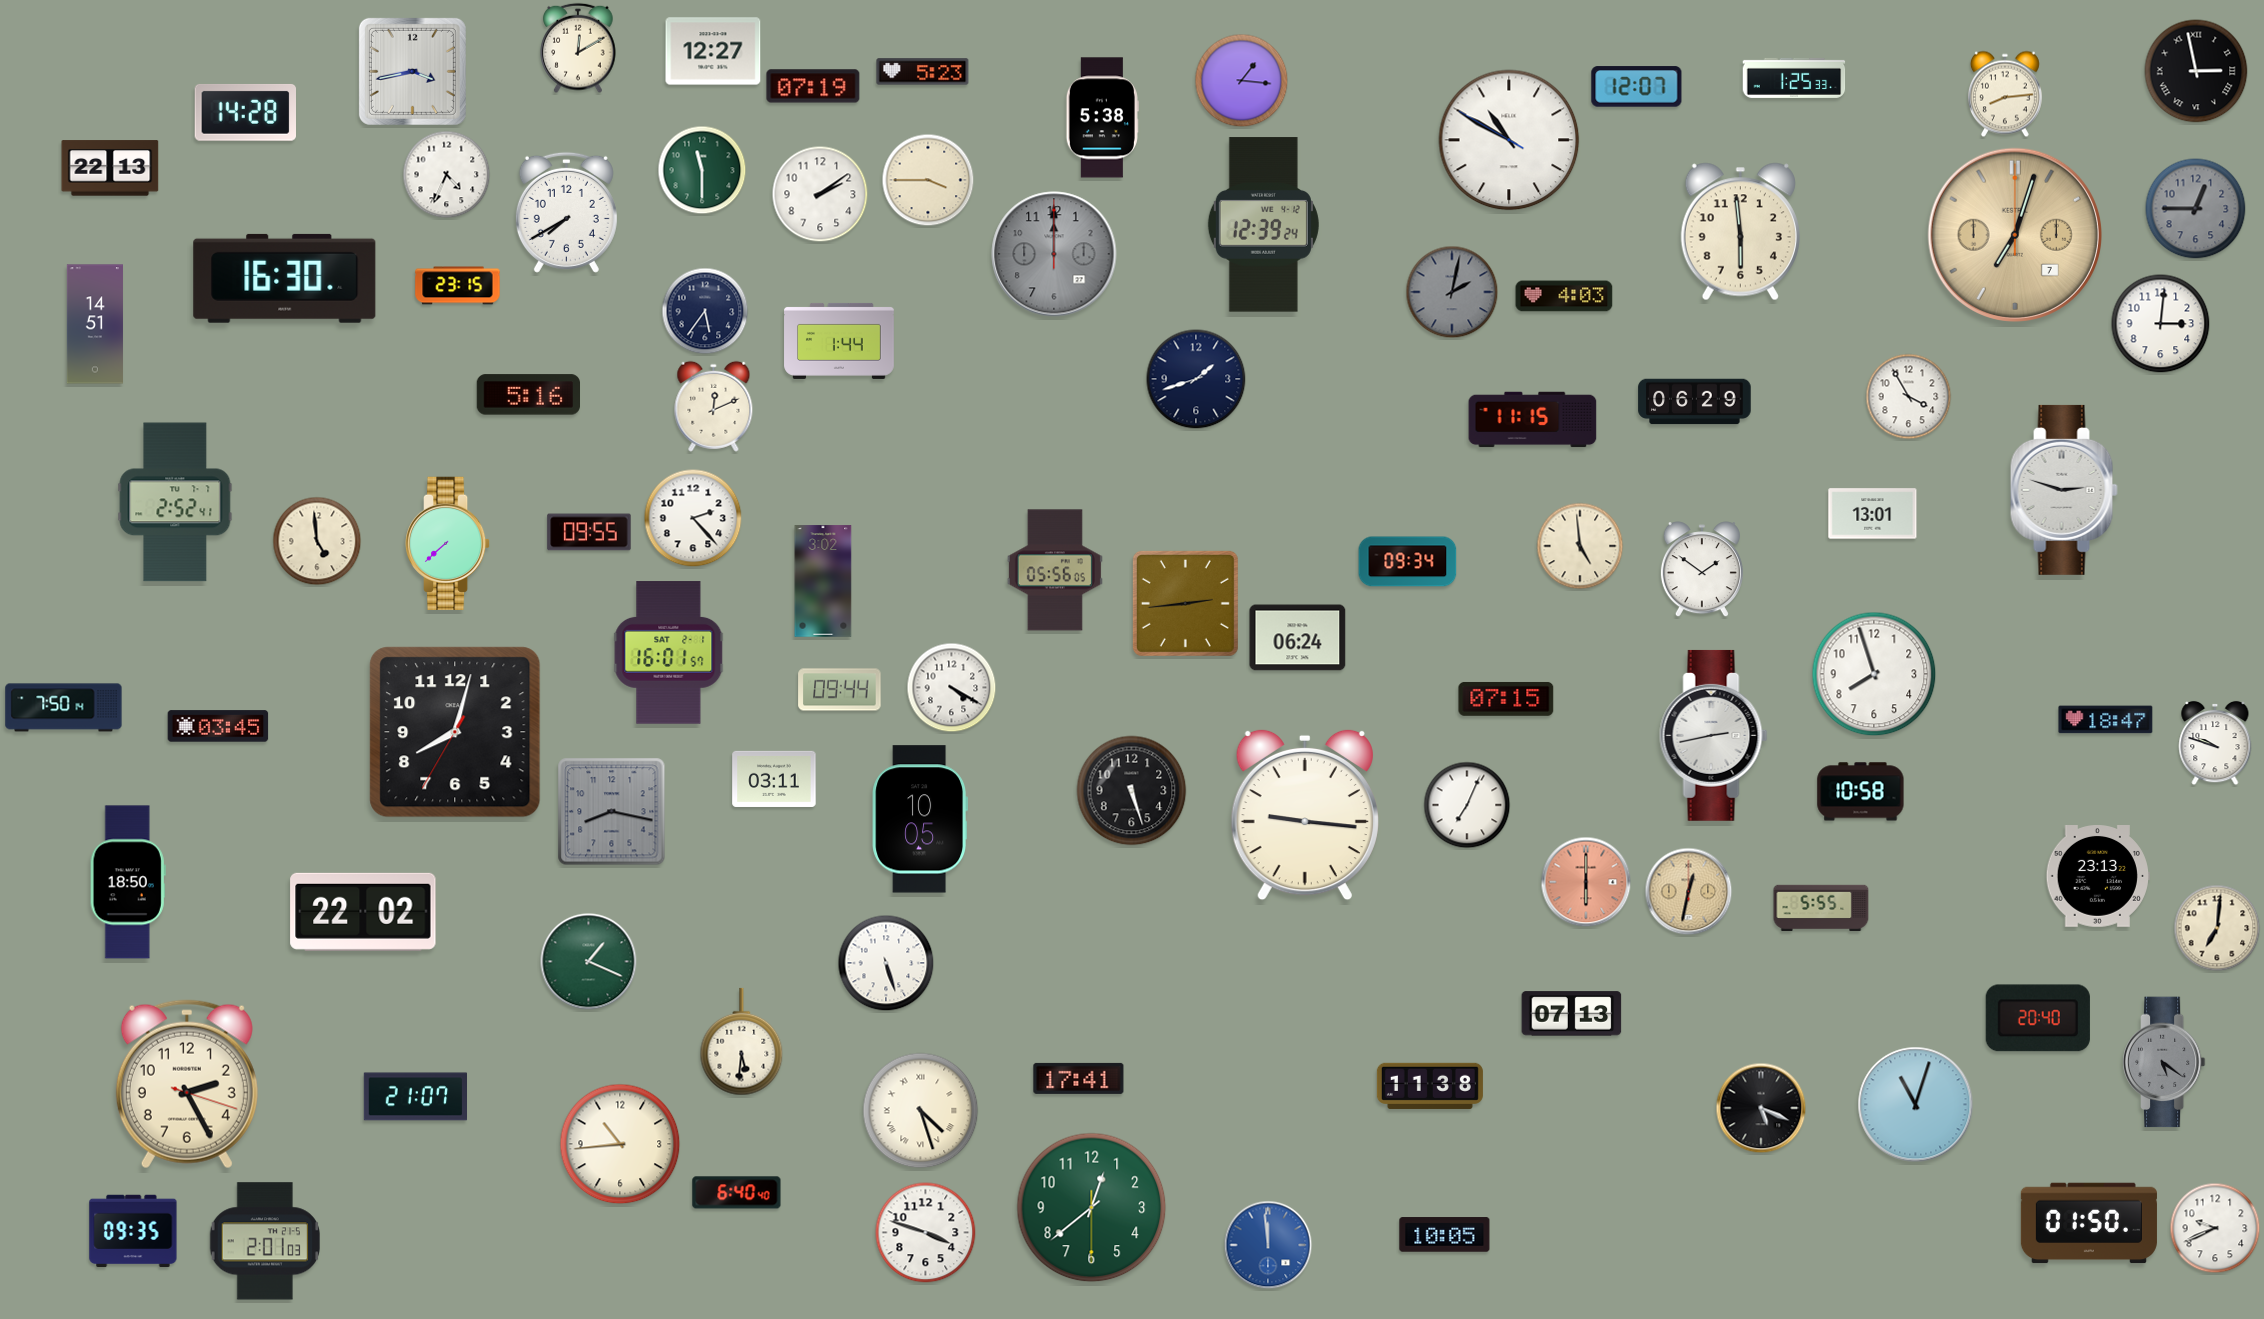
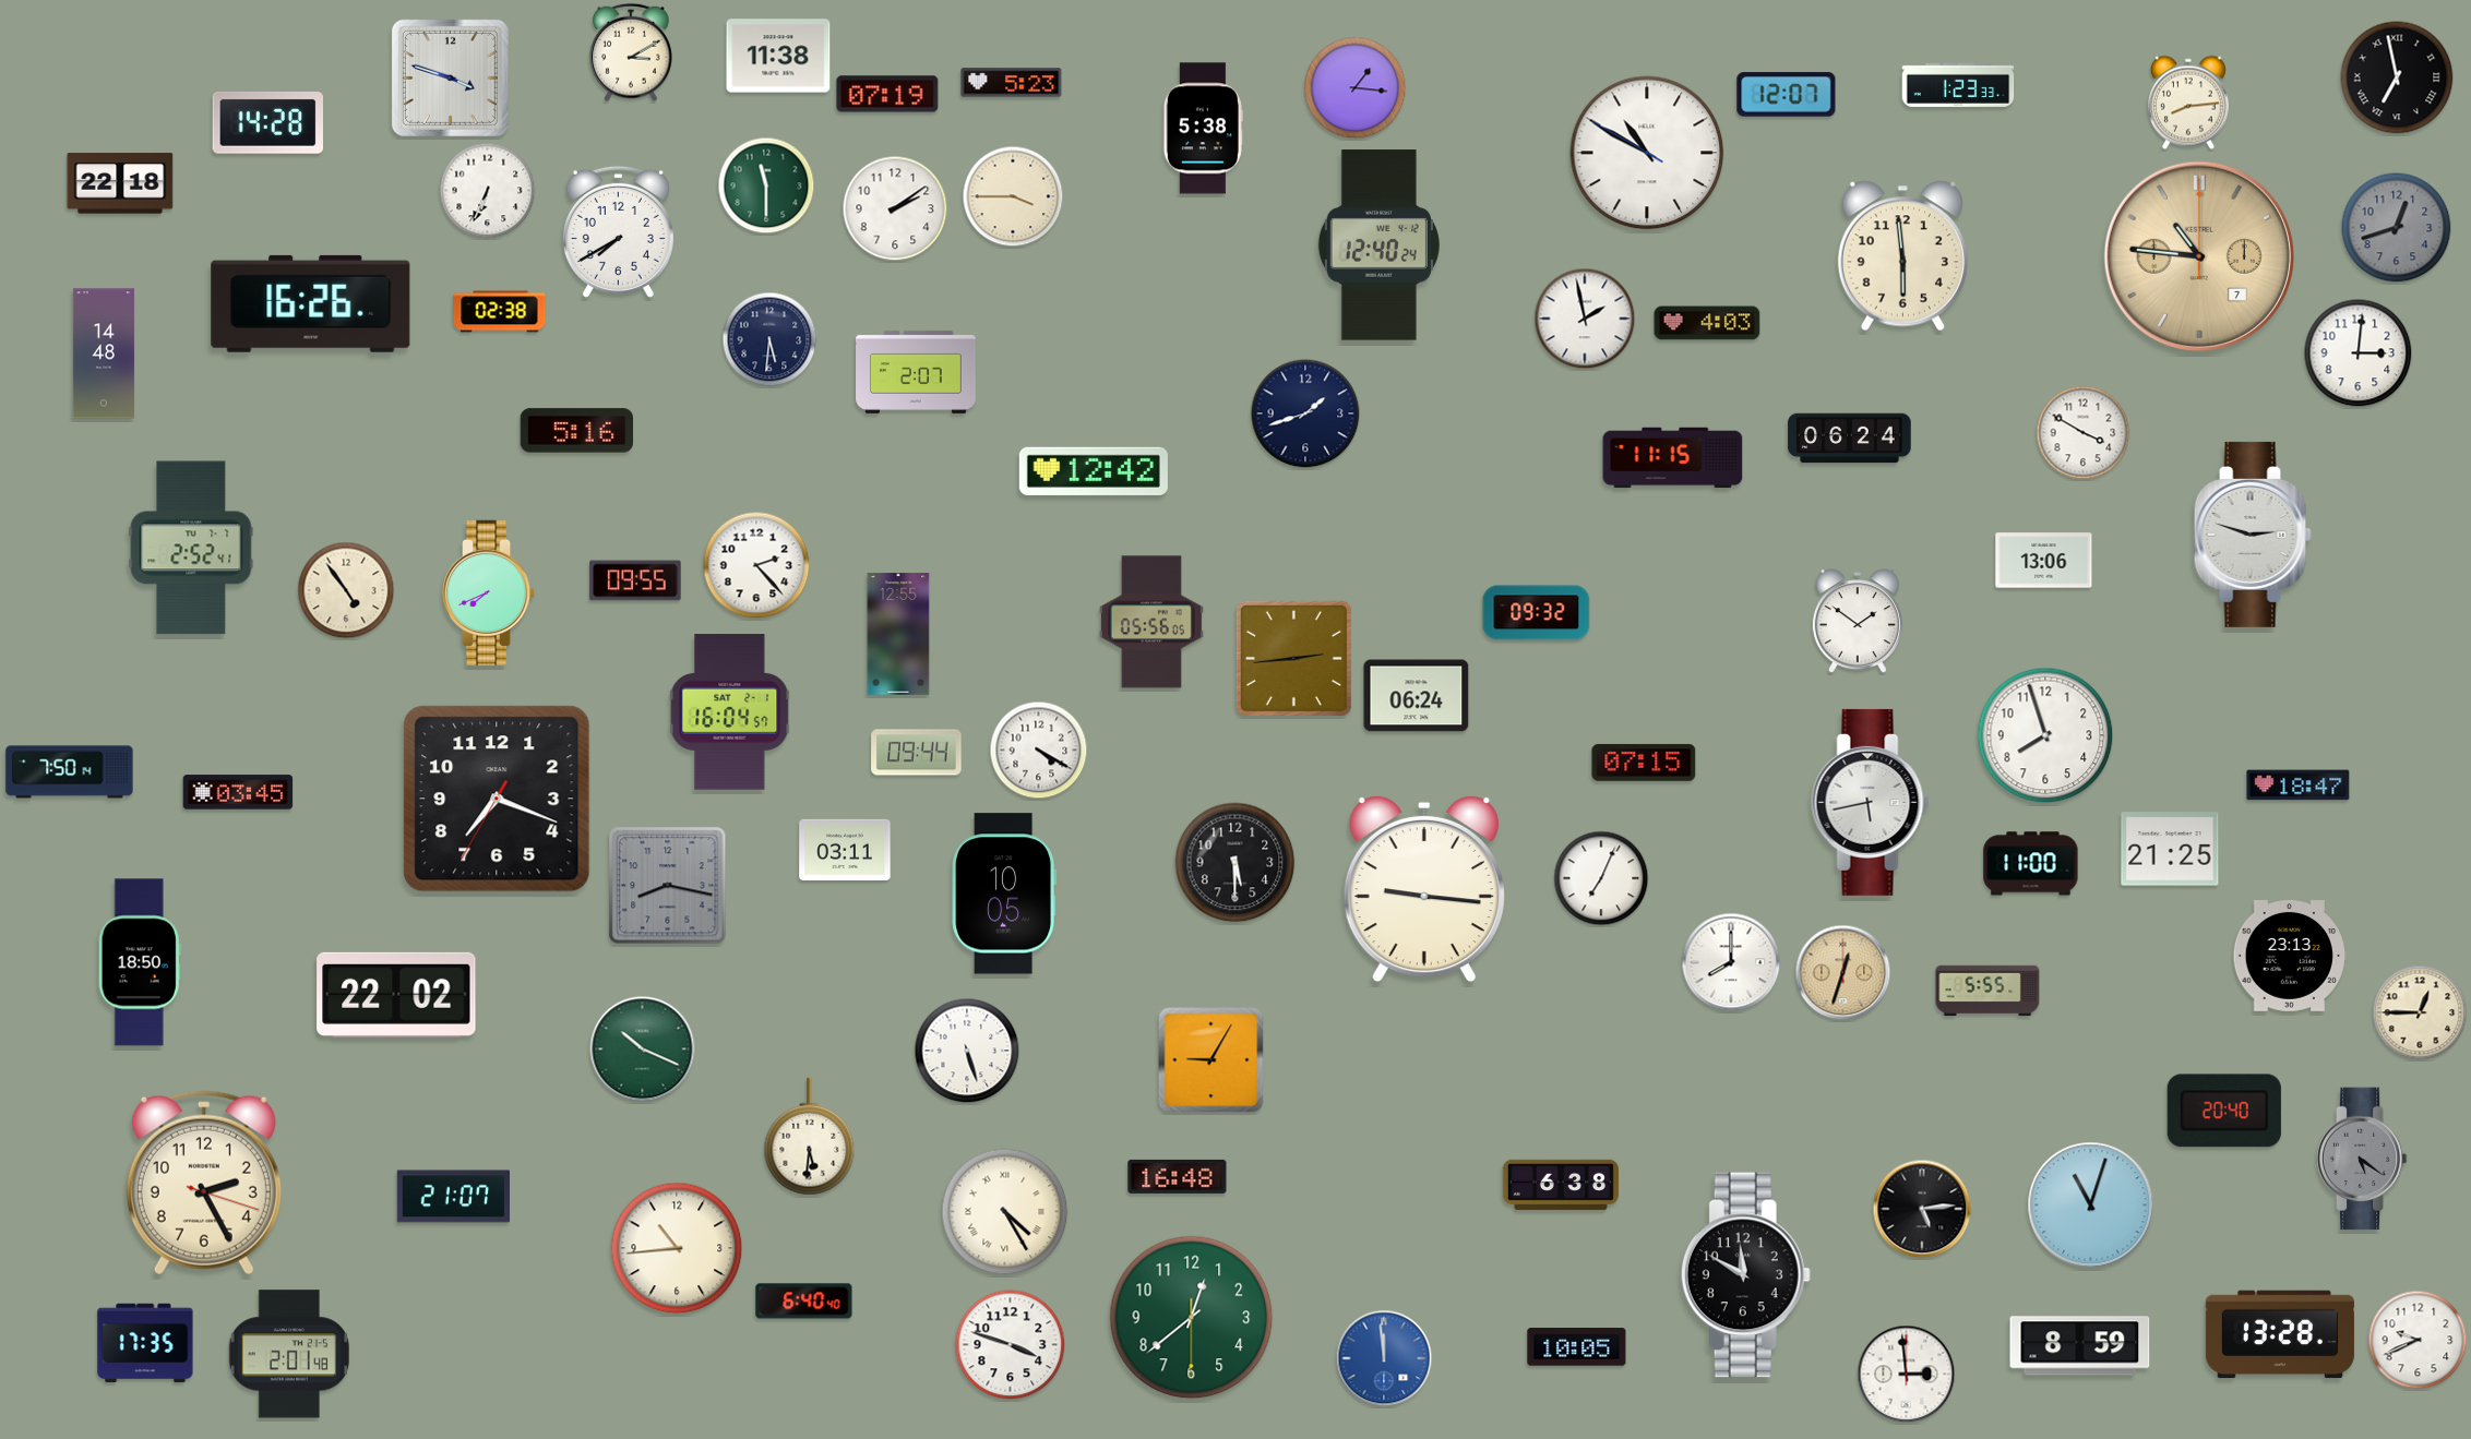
clock at (578, 48): 12:10 -> 3:10
clock at (713, 51): 12:27 -> 11:38
clock at (412, 71): 3:43 -> 3:48
clock at (2196, 71): 2:58 -> 6:58
clock at (923, 72) position: (923, 72) -> (1012, 83)
clock at (1794, 78): 1:25 -> 1:23
clock at (110, 168): 22:13 -> 22:18
clock at (447, 175): 4:34 -> 6:34
clock at (820, 194) position: (820, 194) -> (895, 208)
clock at (2196, 209): 12:45 -> 12:42
clock at (1263, 225): 12:39 -> 12:40
clock at (1740, 232) position: (1740, 232) -> (1902, 256)
clock at (2015, 235): 7:03 -> 10:46
clock at (1054, 254): 12:00 -> none
clock at (285, 278): 16:30 -> 16:26
clock at (458, 286): 23:15 -> 02:38
clock at (1452, 292): 2:02 -> 1:58
clock at (1452, 292) dial: grey -> white
clock at (705, 311): 5:36 -> 5:31
clock at (95, 324): 14:51 -> 14:48
clock at (839, 341): 1:44 -> 2:07
clock at (1909, 397): 3:55 -> 3:50
clock at (1695, 402): 06:29 -> 06:24
clock at (714, 406): 12:11 -> none
clock at (1094, 471): none -> 12:42
clock at (1873, 514): 13:01 -> 13:06
clock at (589, 532) position: (589, 532) -> (635, 580)
clock at (317, 541): 4:59 -> 4:54
clock at (448, 543): 7:38 -> 7:41
clock at (1580, 546): 4:59 -> none
clock at (1408, 562): 09:34 -> 09:32
clock at (823, 581): 3:02 -> 12:55
clock at (669, 653): 16:01 -> 16:04
clock at (455, 732): 8:02 -> 7:18
clock at (1714, 735): 2:43 -> 5:43
clock at (2215, 743): 9:48 -> none
clock at (2170, 849): none -> 21:25
clock at (1132, 791): 5:27 -> 5:30
clock at (1861, 792): 10:58 -> 11:00
clock at (1586, 882): 6:00 -> 8:00
clock at (1586, 882) dial: salmon -> white
clock at (1689, 892): 12:32 -> 12:33
clock at (2217, 928): 7:01 -> 12:45
clock at (589, 962): 1:19 -> 10:19
clock at (1211, 1060): none -> 9:05
clock at (1572, 1014): 07:13 -> none
clock at (1079, 1078): 17:41 -> 16:48
clock at (1430, 1086): 11:38 -> 6:38
clock at (1761, 1108): 5:19 -> 5:14
clock at (921, 1111): 4:27 -> 4:25
clock at (1745, 1275): none -> 11:50
clock at (2089, 1223): 01:50 -> 13:28
clock at (133, 1231): 09:35 -> 17:35
clock at (2080, 1346): none -> 8:59
clock at (265, 1241): 2:01:03 -> 2:01:48
clock at (1907, 1375): none -> 2:59
